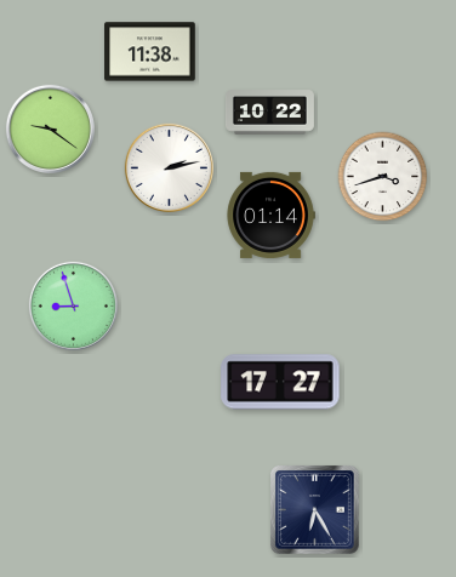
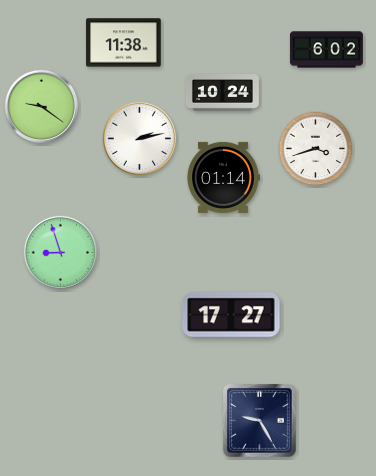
clock at (326, 50): none -> 6:02
clock at (269, 113): 10:22 -> 10:24
clock at (383, 177) position: (383, 177) -> (316, 149)
clock at (315, 510): 6:25 -> 9:25
